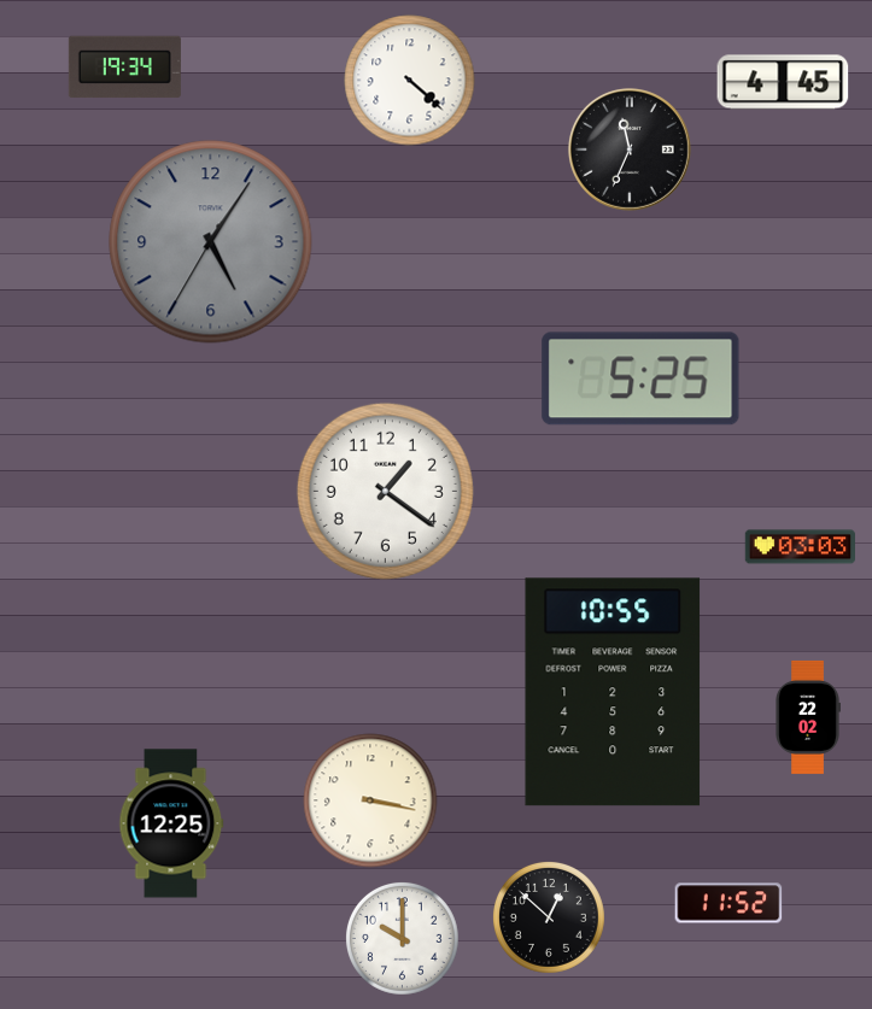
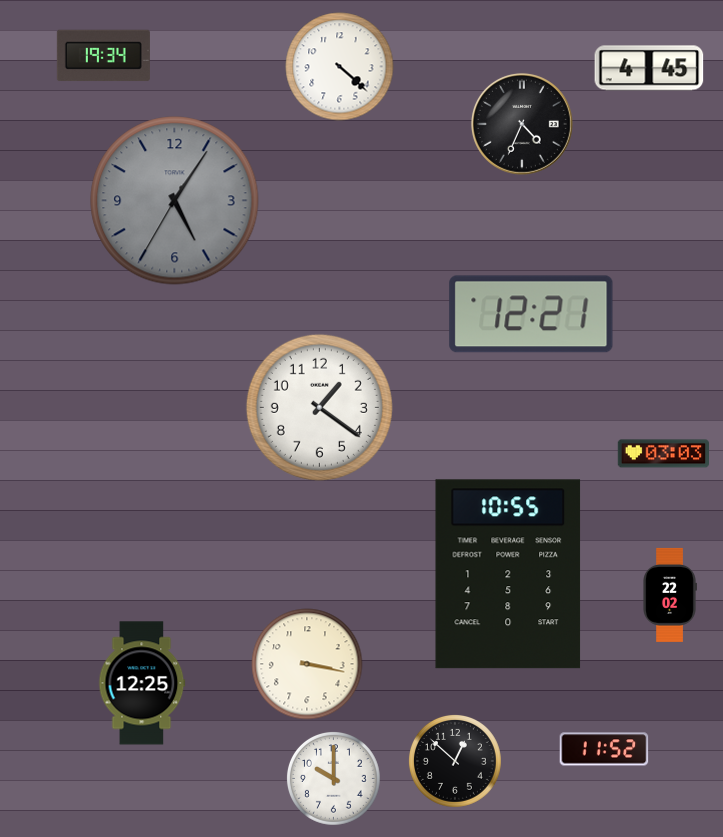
clock at (630, 149): 11:34 -> 4:34
clock at (640, 379): 5:25 -> 12:21
